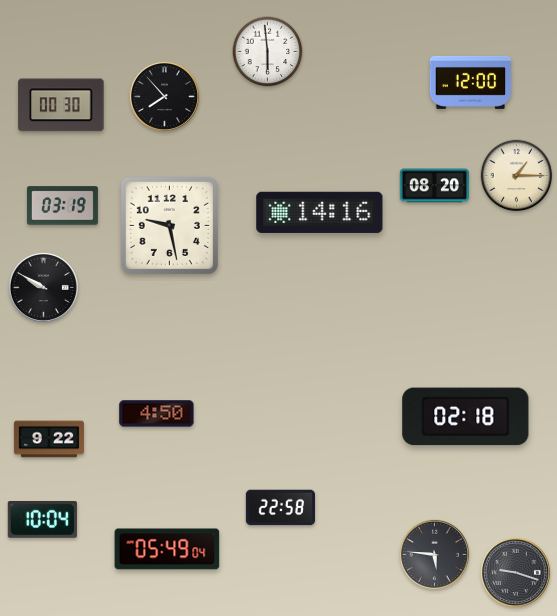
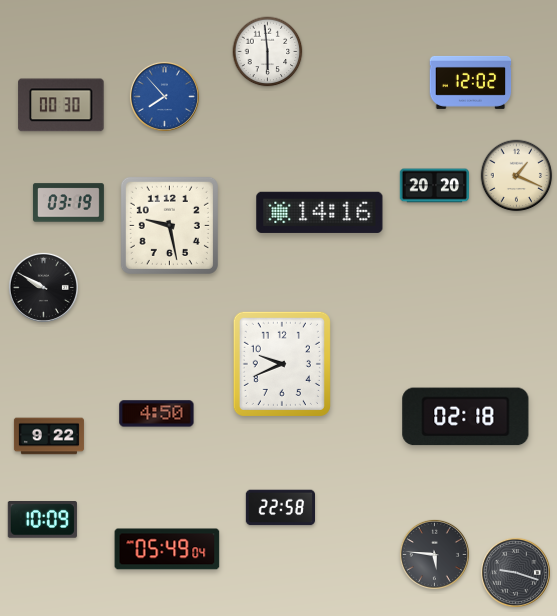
clock at (471, 82): 12:00 -> 12:02
clock at (164, 96) dial: black -> blue
clock at (517, 176): 1:15 -> 1:19
clock at (434, 186): 08:20 -> 20:20
clock at (62, 206) position: (62, 206) -> (68, 203)
clock at (282, 364): none -> 9:41
clock at (49, 439) position: (49, 439) -> (49, 436)
clock at (42, 520): 10:04 -> 10:09
